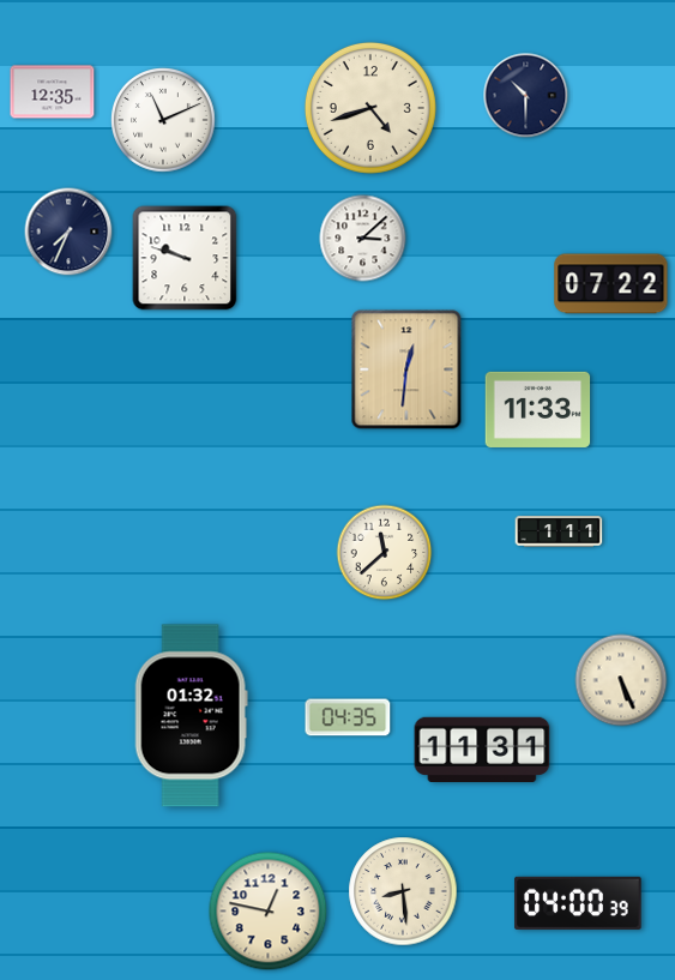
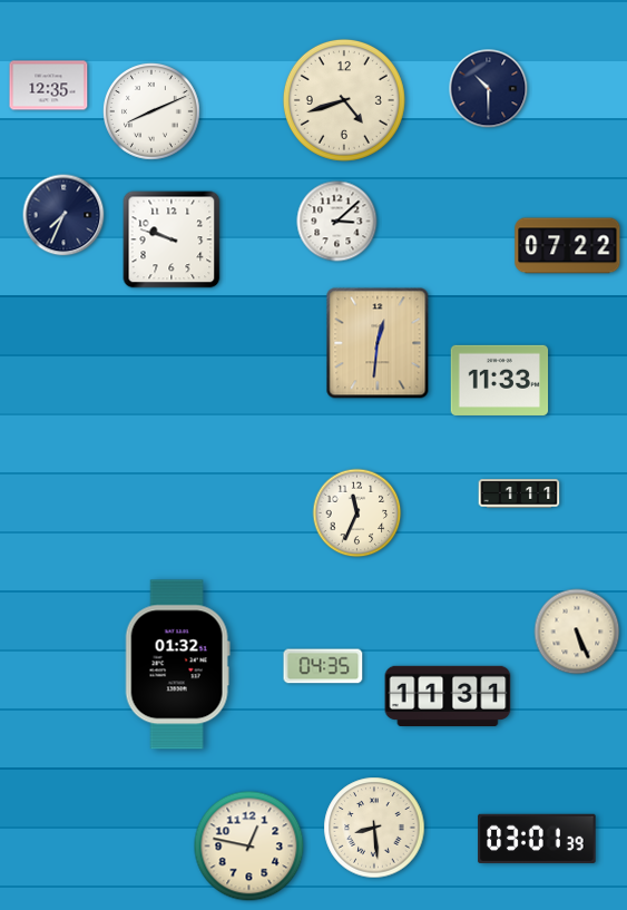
clock at (164, 121): 11:11 -> 8:11
clock at (611, 284) position: (611, 284) -> (568, 246)
clock at (385, 553): 11:38 -> 11:34
clock at (578, 902): 04:00 -> 03:01
